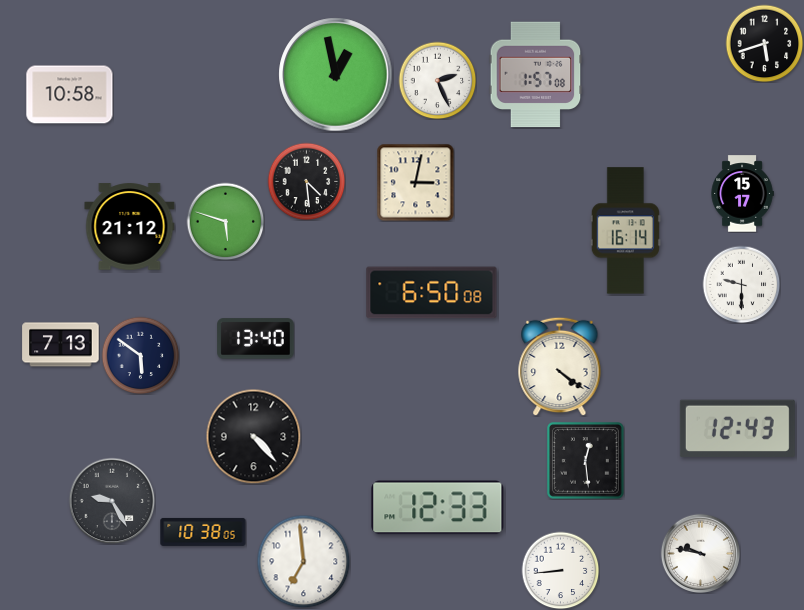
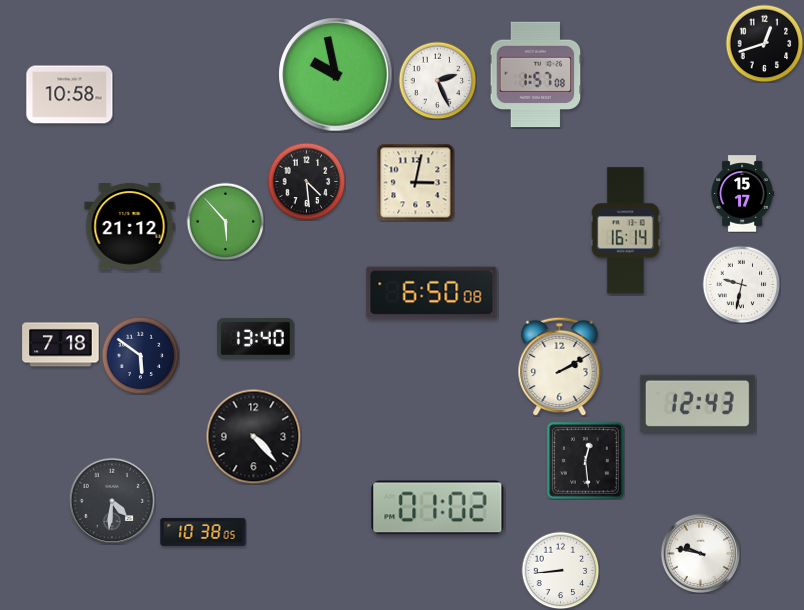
clock at (764, 43): 5:42 -> 12:42
clock at (336, 75): 12:58 -> 9:58
clock at (225, 221): 5:48 -> 5:53
clock at (741, 284): 9:30 -> 9:32
clock at (61, 345): 7:13 -> 7:18
clock at (560, 366): 4:21 -> 2:10
clock at (737, 428) position: (737, 428) -> (697, 403)
clock at (112, 501): 9:25 -> 4:31
clock at (438, 508): 12:33 -> 01:02
clock at (303, 561): 6:59 -> none
